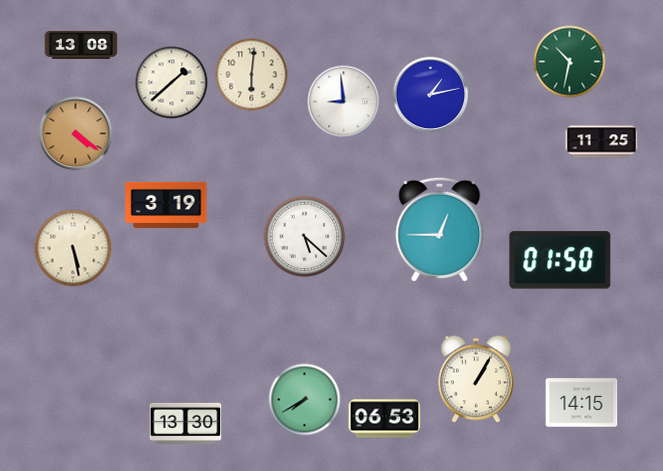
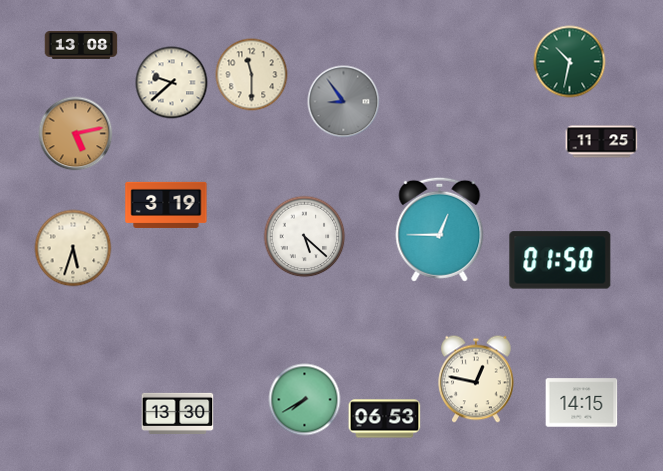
clock at (252, 75): 6:01 -> 11:30
clock at (172, 83): 1:38 -> 9:38
clock at (431, 95): 1:13 -> none
clock at (344, 102): 8:59 -> 8:54
clock at (344, 102) dial: white -> grey
clock at (76, 134): 4:21 -> 5:13
clock at (73, 248): 5:28 -> 5:33
clock at (476, 379): 1:05 -> 12:47
clock at (186, 423) position: (186, 423) -> (178, 413)
